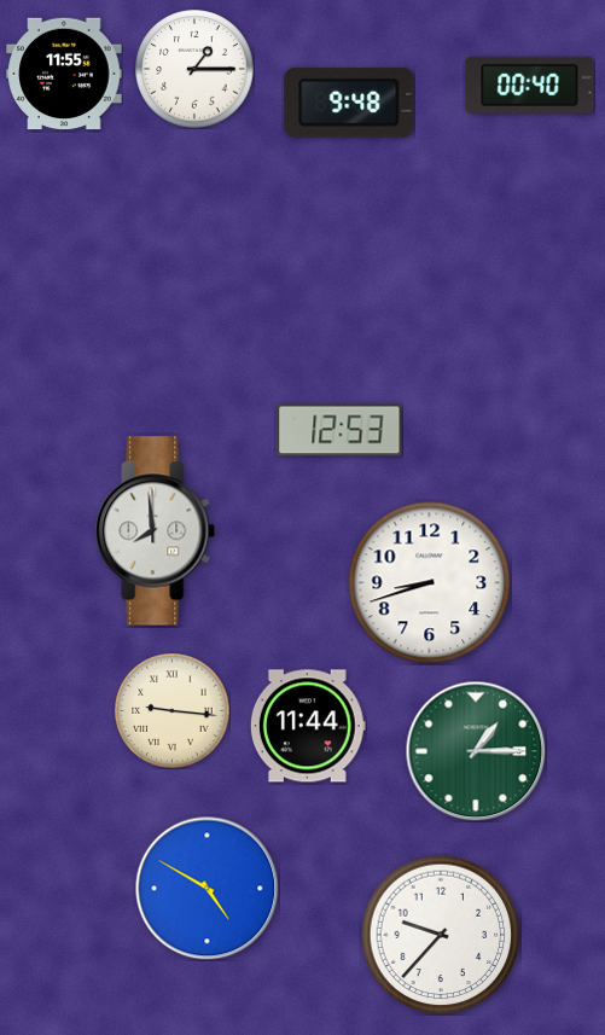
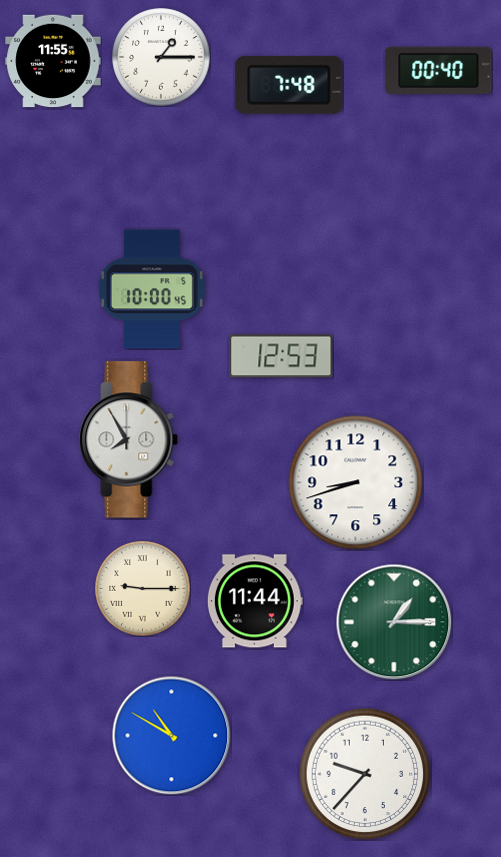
clock at (349, 103): 9:48 -> 7:48
clock at (152, 289): none -> 10:00
clock at (156, 531): 7:59 -> 7:55
clock at (171, 710): 9:16 -> 9:15
clock at (208, 889): 4:50 -> 10:50
